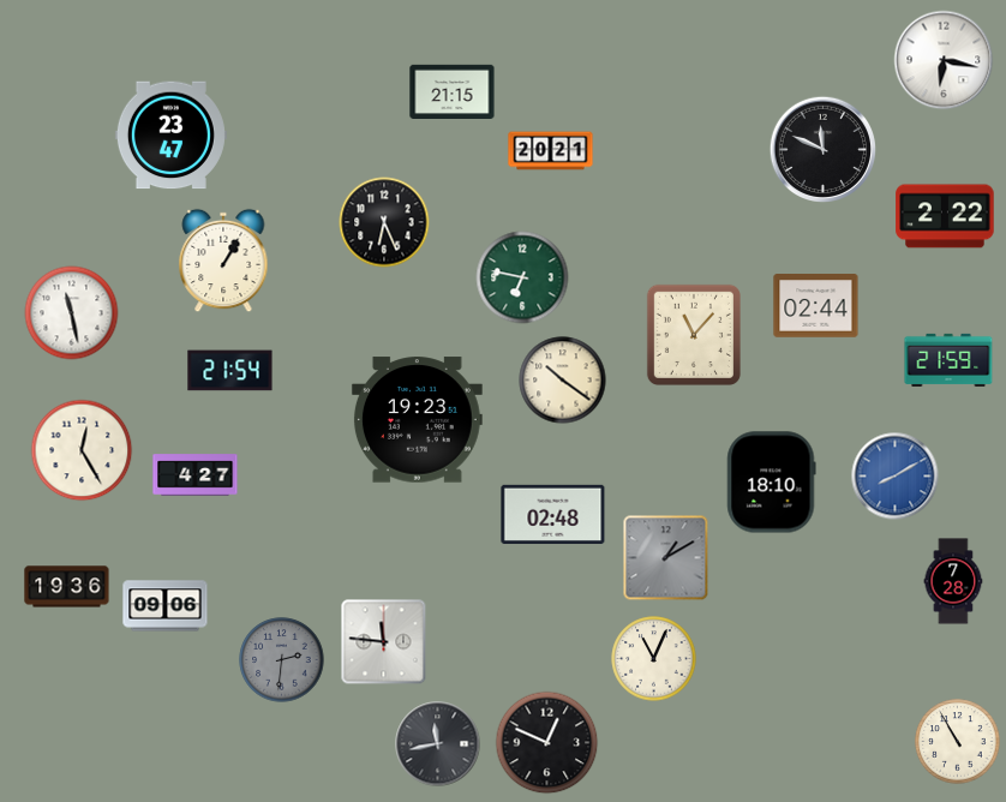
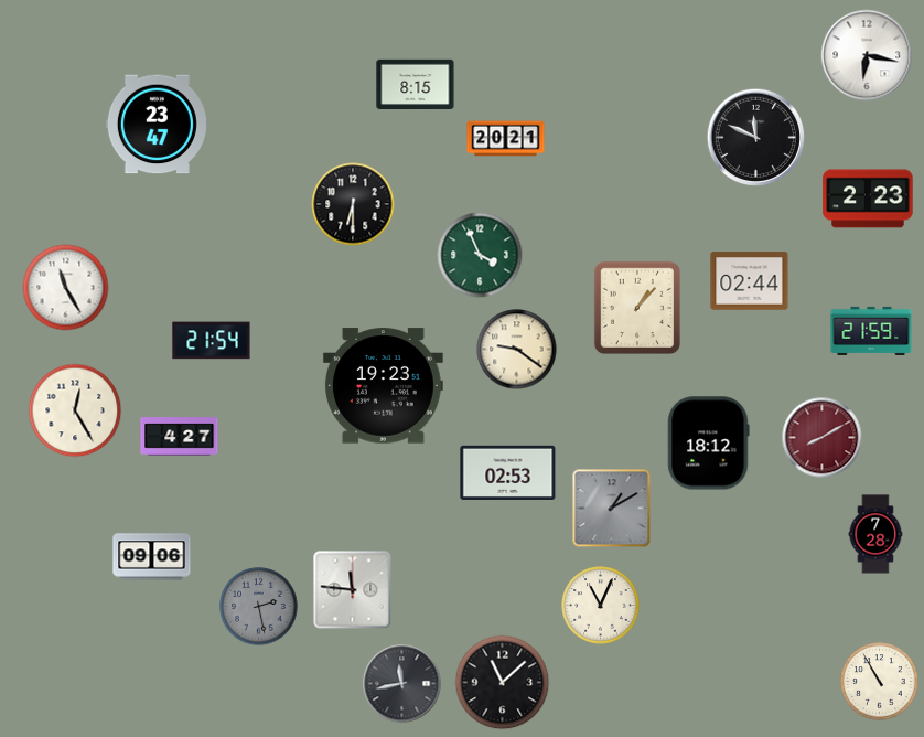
clock at (453, 91): 21:15 -> 8:15
clock at (945, 216): 2:22 -> 2:23
clock at (384, 222): 6:26 -> 6:30
clock at (223, 261): 1:05 -> none
clock at (522, 277): 6:47 -> 3:56
clock at (72, 313): 11:28 -> 11:25
clock at (694, 335): 11:07 -> 1:07
clock at (563, 381): 10:21 -> 9:21
clock at (82, 450) position: (82, 450) -> (75, 410)
clock at (896, 477) dial: blue -> burgundy
clock at (772, 483): 18:10 -> 18:12
clock at (553, 514): 02:48 -> 02:53
clock at (666, 558) position: (666, 558) -> (612, 509)
clock at (67, 587): 19:36 -> none
clock at (282, 660): 2:31 -> 2:28
clock at (547, 743): 12:49 -> 11:08
